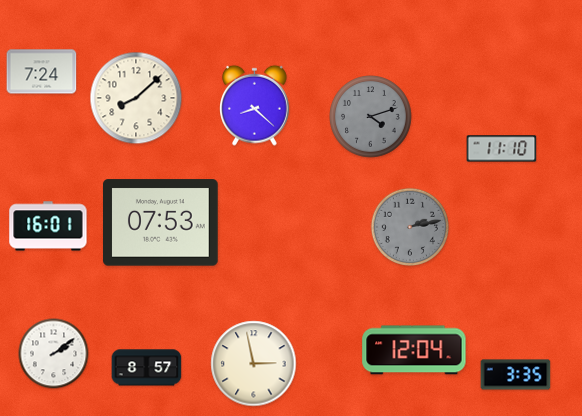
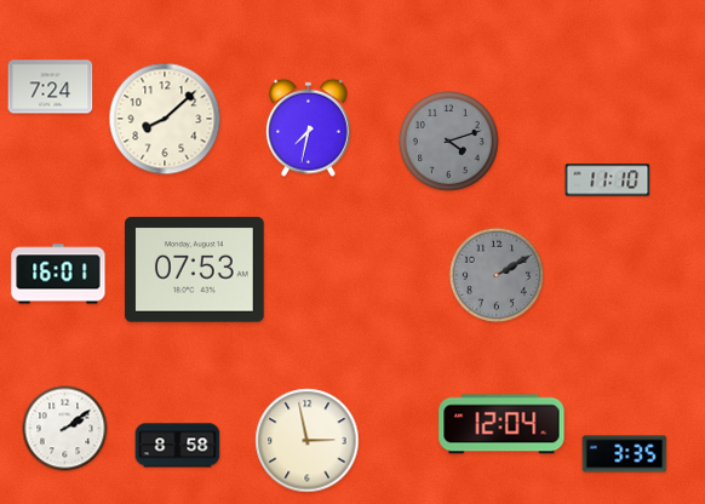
clock at (255, 105): 8:22 -> 7:32
clock at (409, 226): 2:13 -> 2:10
clock at (147, 368): 8:57 -> 8:58
